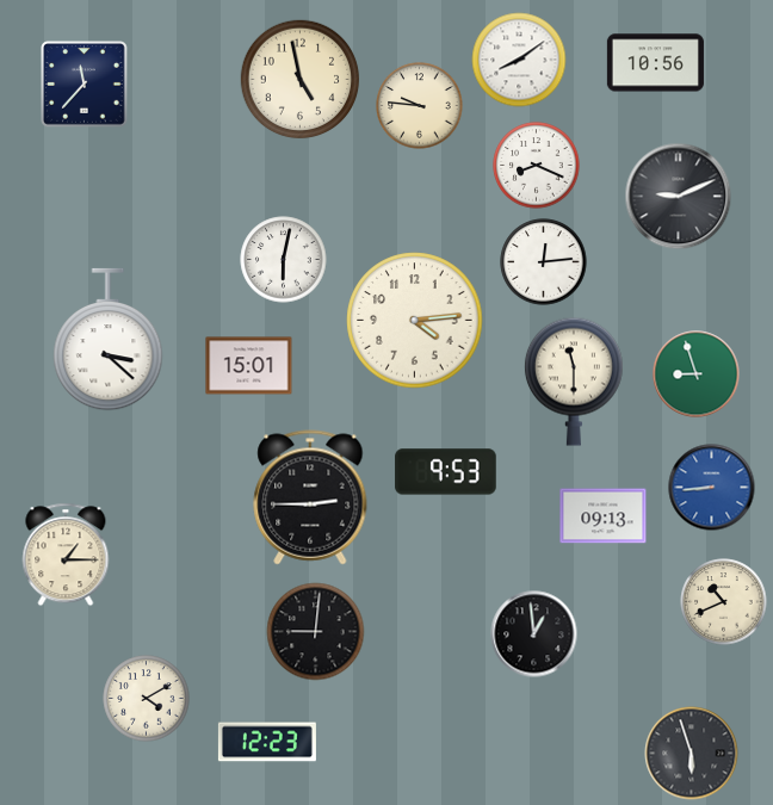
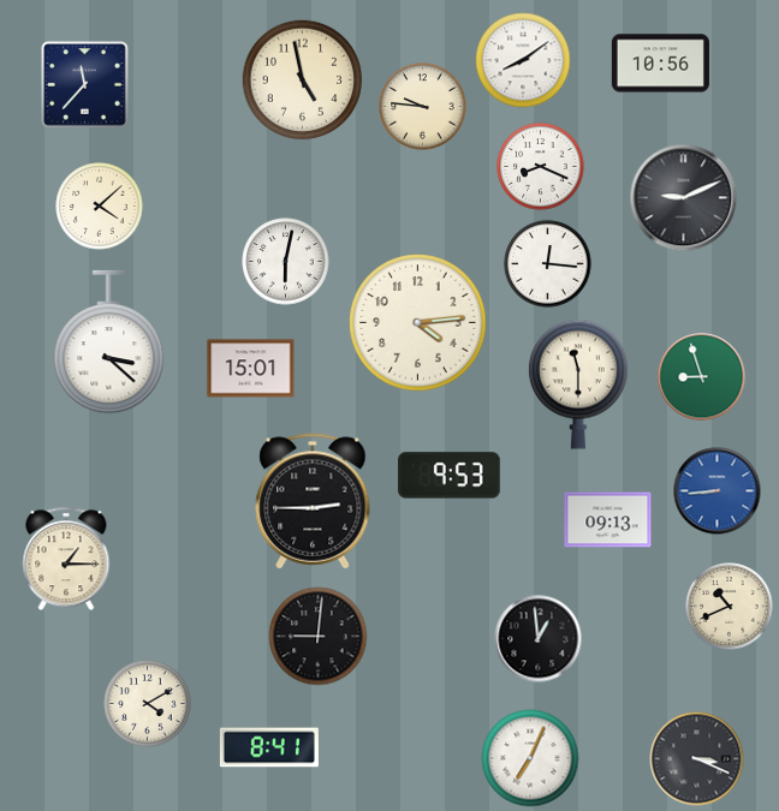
clock at (100, 207): none -> 4:08
clock at (544, 262): 12:14 -> 12:16
clock at (267, 742): 12:23 -> 8:41
clock at (530, 758): none -> 7:04
clock at (692, 754): 5:57 -> 3:19
